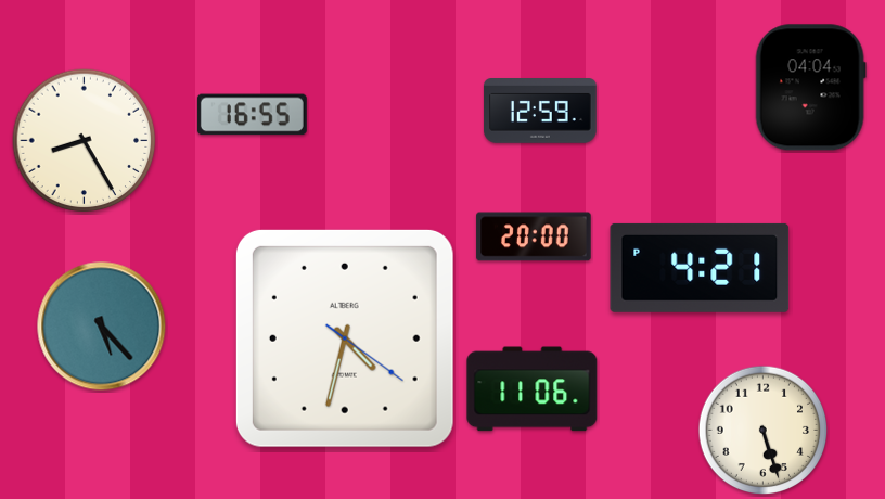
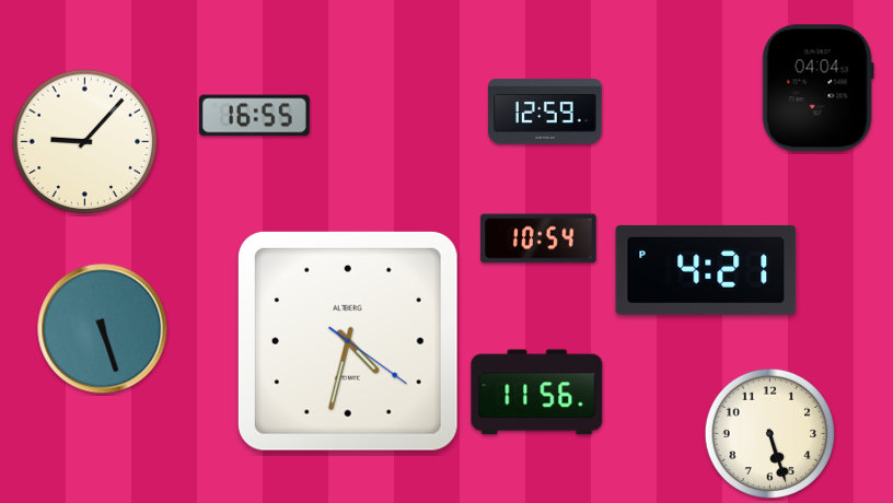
clock at (85, 141): 8:25 -> 9:07
clock at (534, 236): 20:00 -> 10:54
clock at (102, 327): 5:23 -> 5:27
clock at (533, 389): 11:06 -> 11:56
